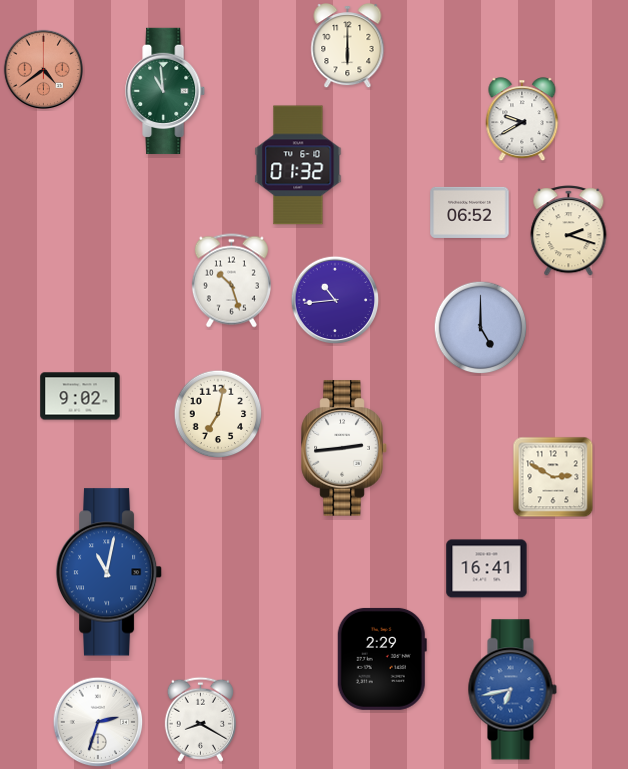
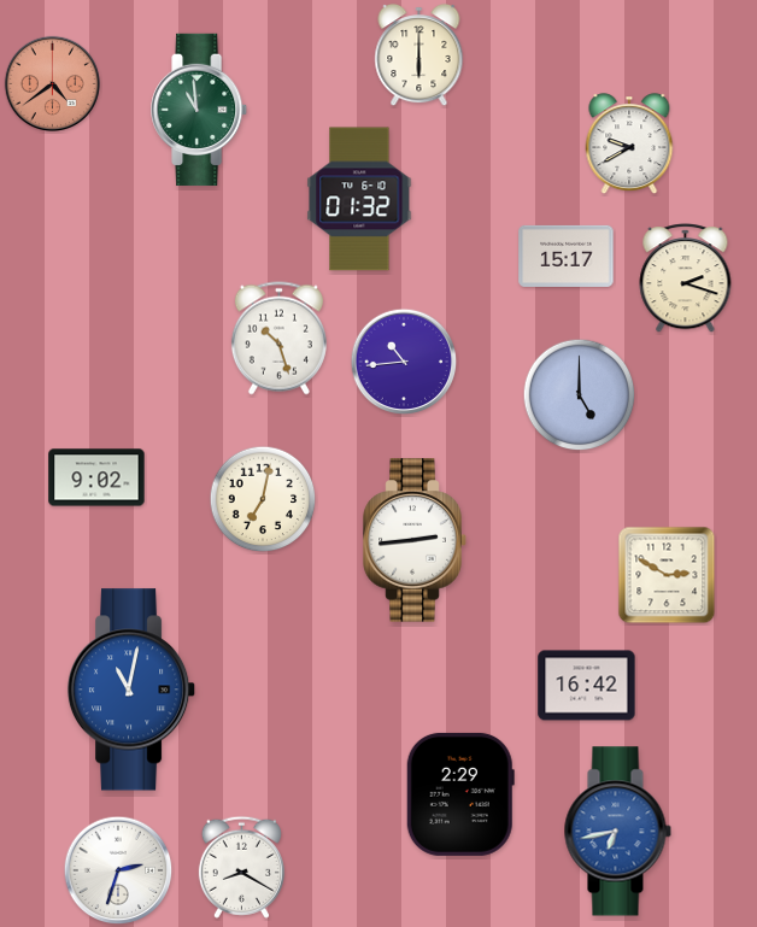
clock at (470, 212): 06:52 -> 15:17
clock at (487, 569): 16:41 -> 16:42
